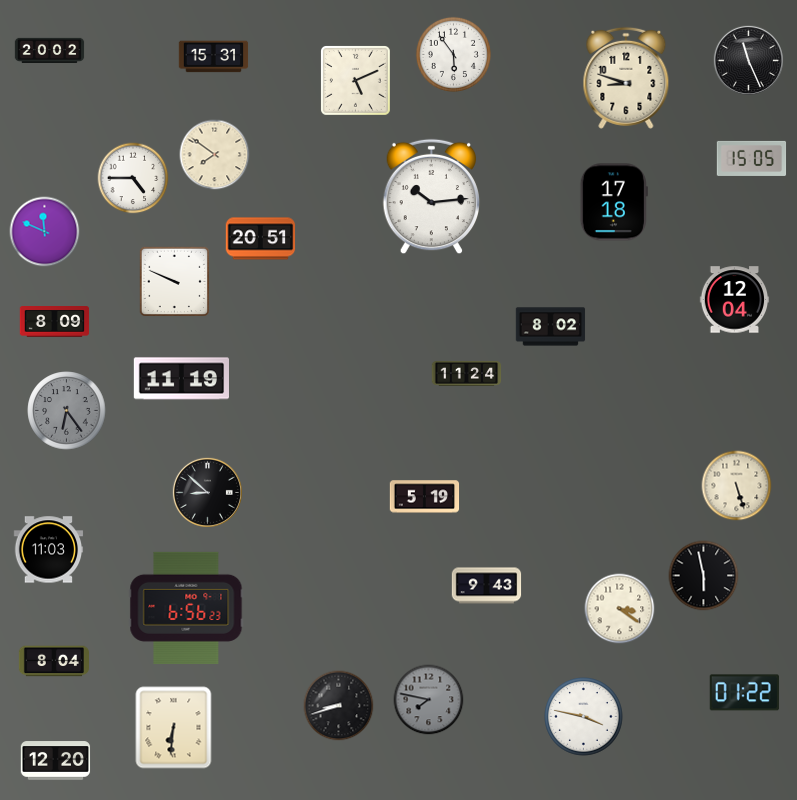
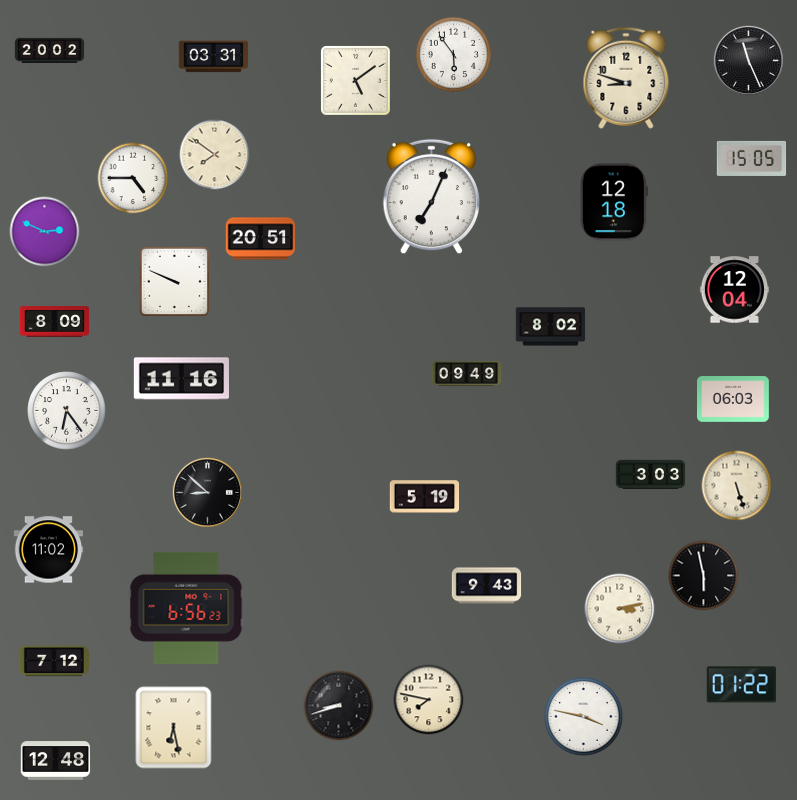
clock at (214, 57): 15:31 -> 03:31
clock at (356, 81): 5:11 -> 5:09
clock at (432, 197): 10:14 -> 7:04
clock at (614, 202): 17:18 -> 12:18
clock at (45, 232): 11:49 -> 2:49
clock at (735, 300) position: (735, 300) -> (735, 290)
clock at (467, 374): 11:24 -> 09:49
clock at (181, 379): 11:19 -> 11:16
clock at (734, 399): none -> 06:03
clock at (67, 411) dial: grey -> white
clock at (651, 475): none -> 3:03
clock at (49, 550): 11:03 -> 11:02
clock at (620, 609): 3:21 -> 3:13
clock at (54, 661): 8:04 -> 7:12
clock at (744, 693) position: (744, 693) -> (741, 685)
clock at (429, 700) dial: grey -> cream
clock at (174, 728): 6:31 -> 6:28
clock at (56, 761): 12:20 -> 12:48
